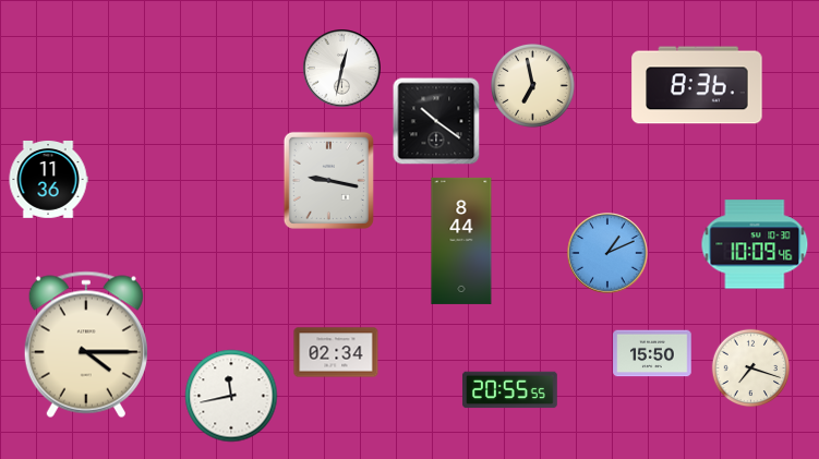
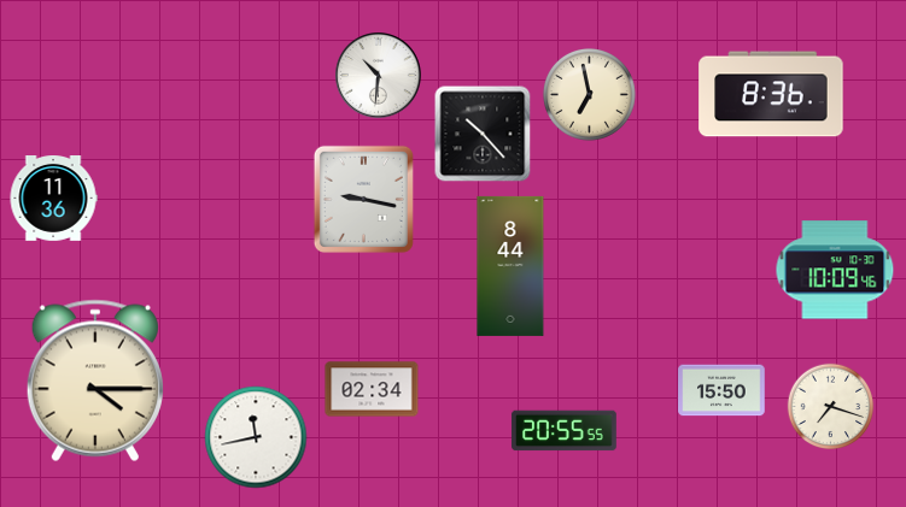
clock at (342, 69): 12:32 -> 10:31
clock at (436, 121): 10:21 -> 10:23
clock at (607, 253): 1:11 -> none
